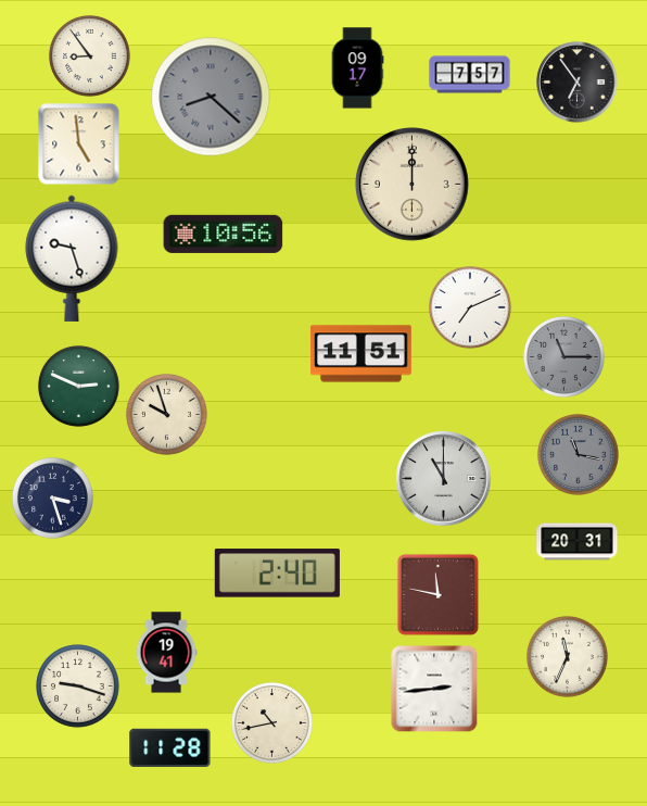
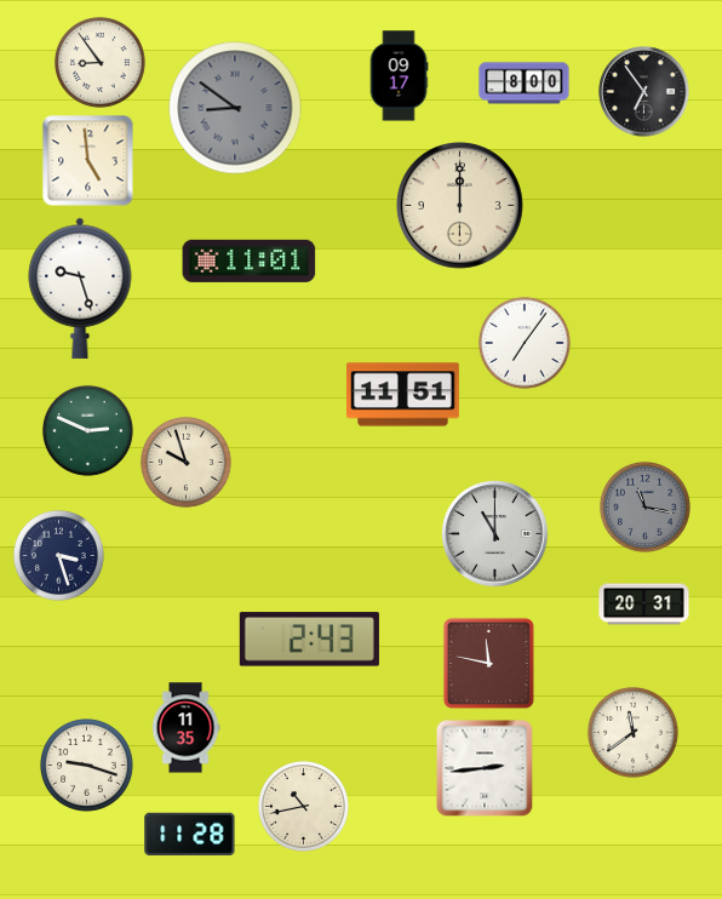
clock at (470, 75): 7:57 -> 8:00
clock at (211, 97): 8:22 -> 8:51
clock at (224, 234): 10:56 -> 11:01
clock at (471, 308): 7:11 -> 7:06
clock at (563, 356): 11:15 -> none
clock at (277, 574): 2:40 -> 2:43
clock at (166, 653): 19:41 -> 11:35
clock at (567, 656): 11:34 -> 11:39
